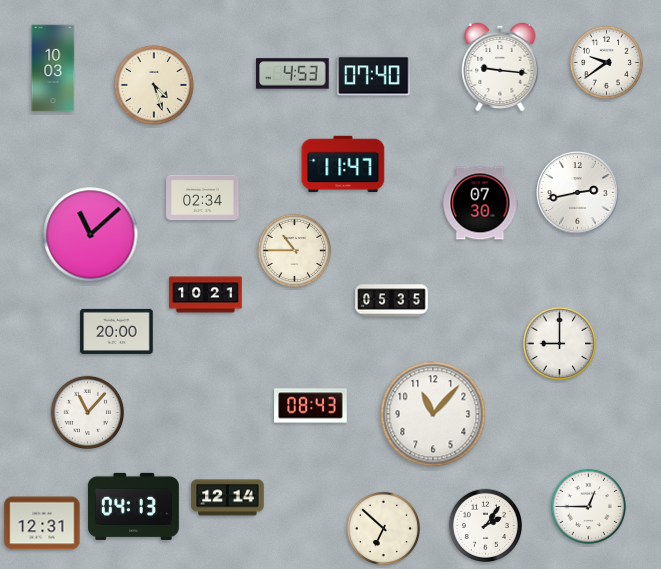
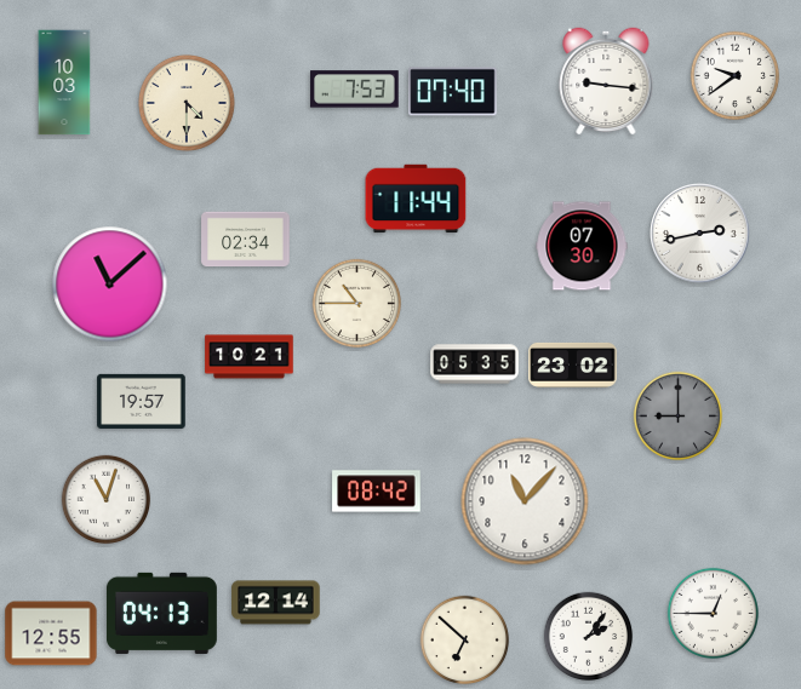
clock at (293, 74): 4:53 -> 7:53
clock at (154, 85): 4:27 -> 4:30
clock at (343, 164): 11:47 -> 11:44
clock at (573, 364): none -> 23:02
clock at (117, 331): 20:00 -> 19:57
clock at (560, 344) dial: white -> grey
clock at (311, 406): 08:43 -> 08:42
clock at (88, 413): 11:07 -> 11:03
clock at (42, 523): 12:31 -> 12:55
